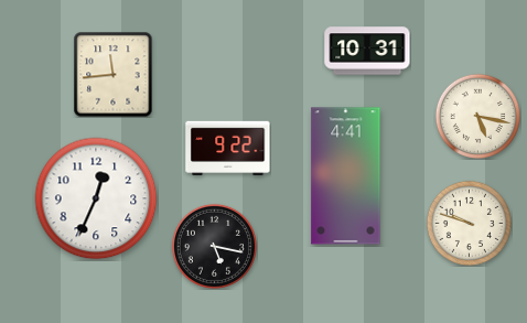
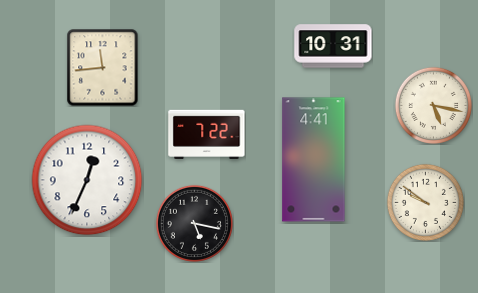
clock at (228, 148): 9:22 -> 7:22
clock at (469, 223): 9:48 -> 9:51
